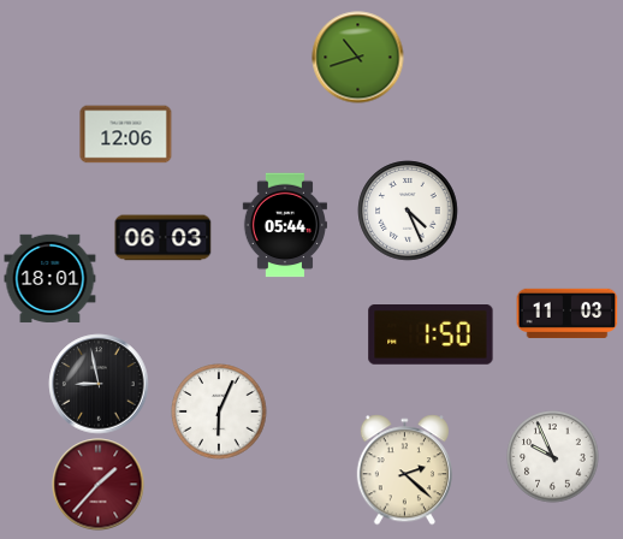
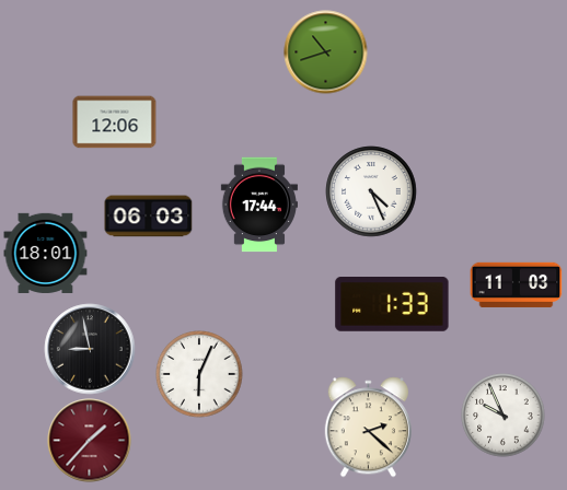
clock at (285, 225): 05:44 -> 17:44
clock at (431, 334): 1:50 -> 1:33
